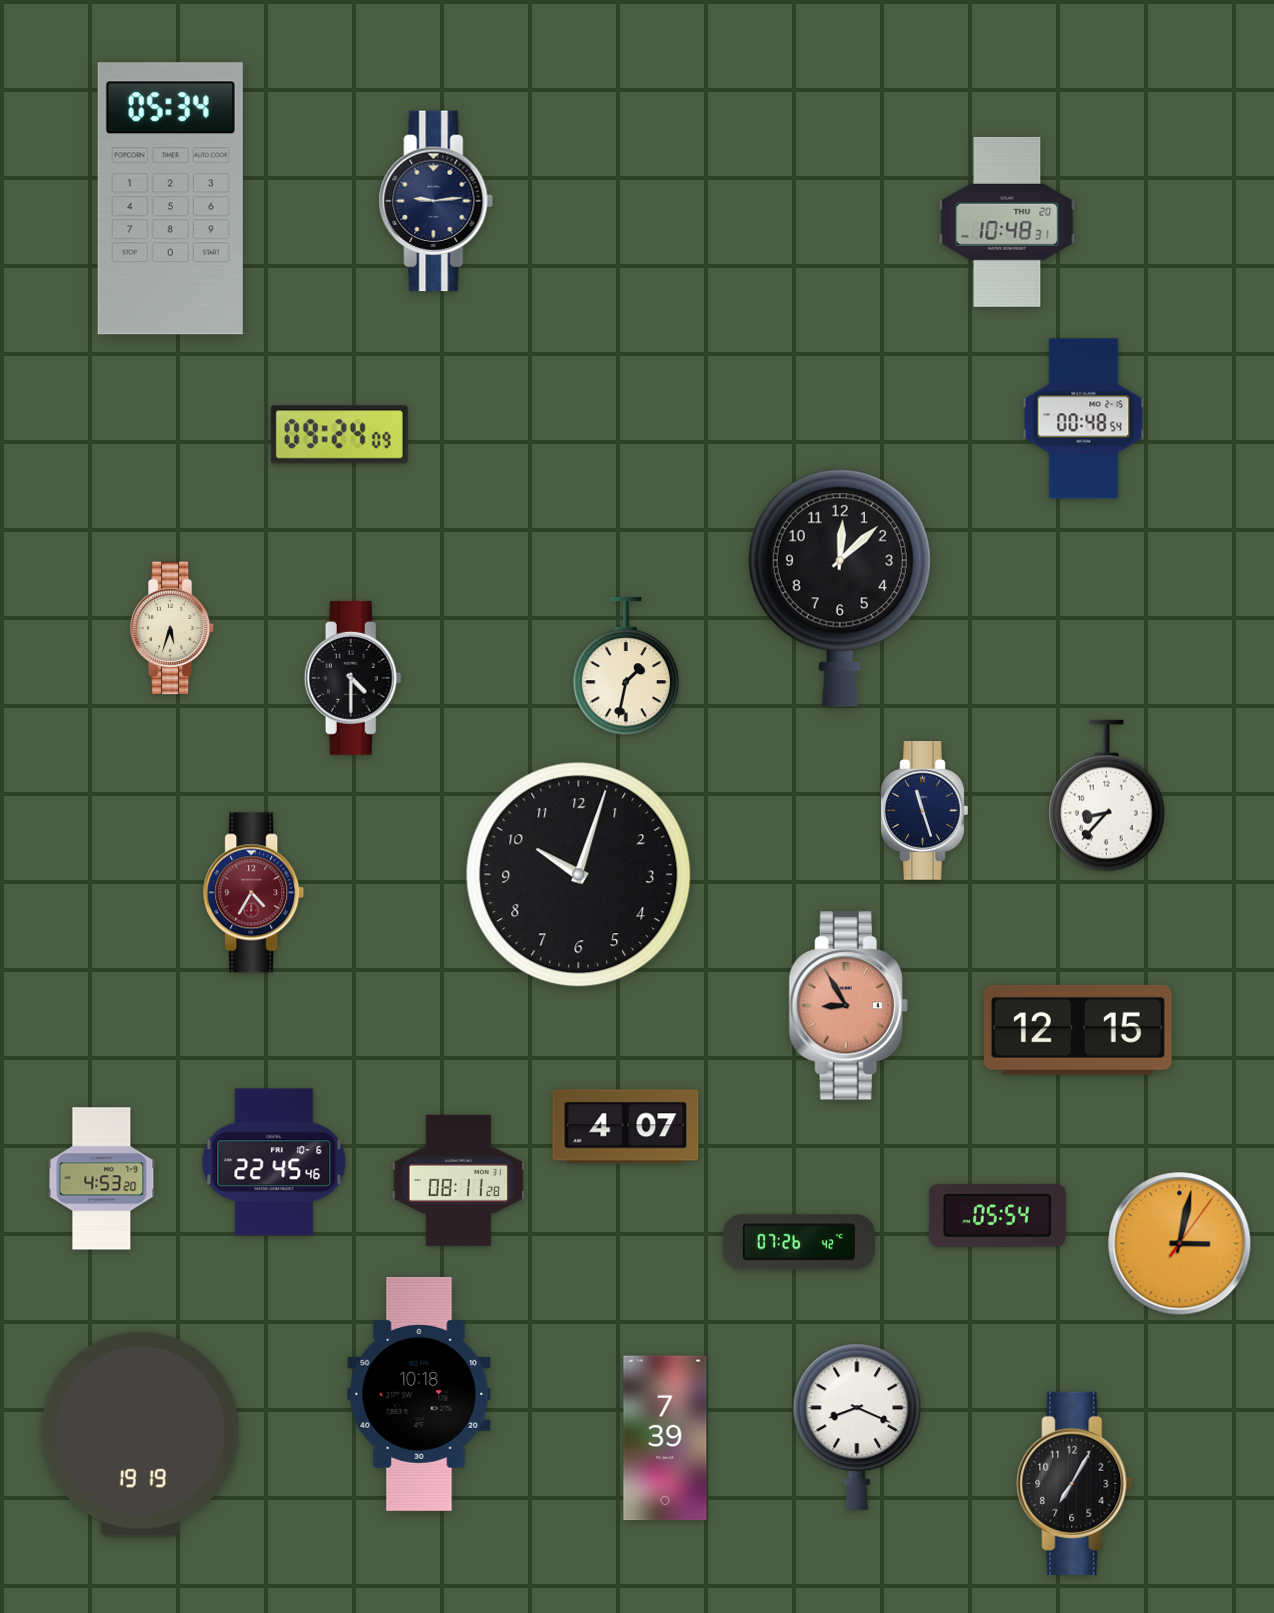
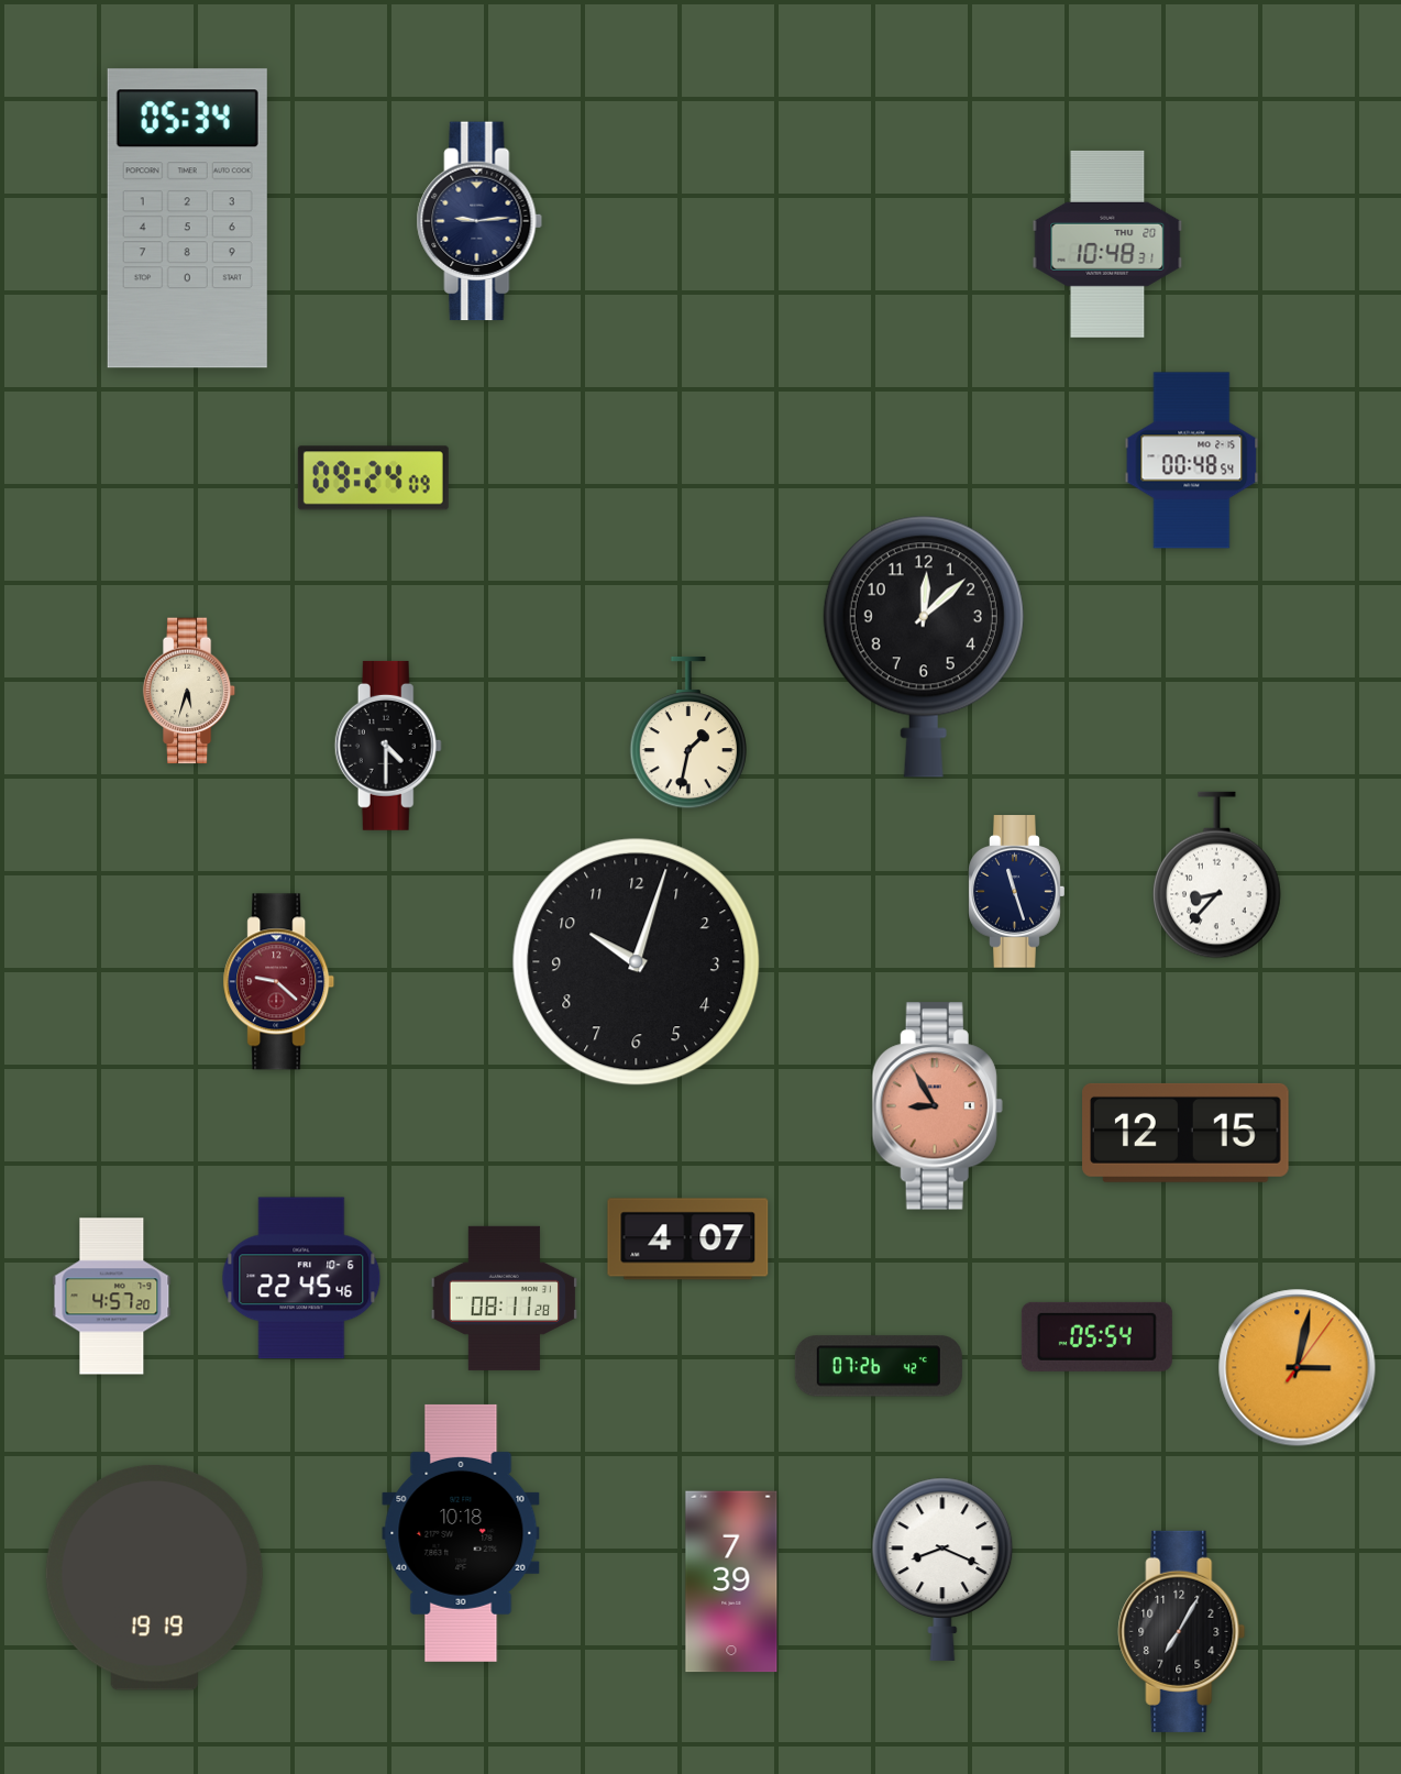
clock at (254, 893): 4:35 -> 9:22
clock at (848, 1006) position: (848, 1006) -> (937, 1106)
clock at (102, 1179): 4:53 -> 4:57
